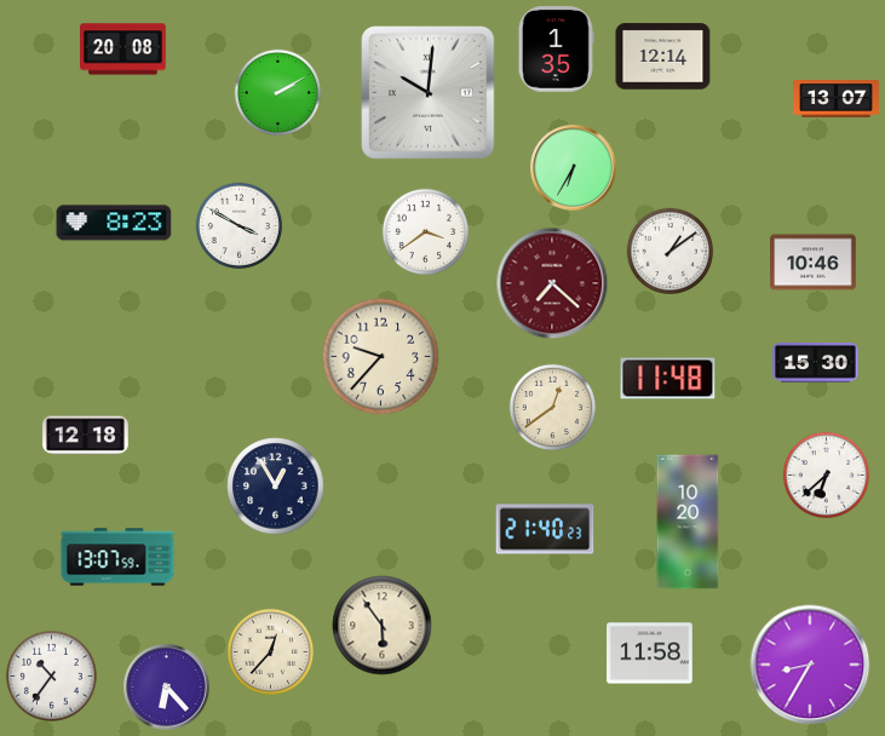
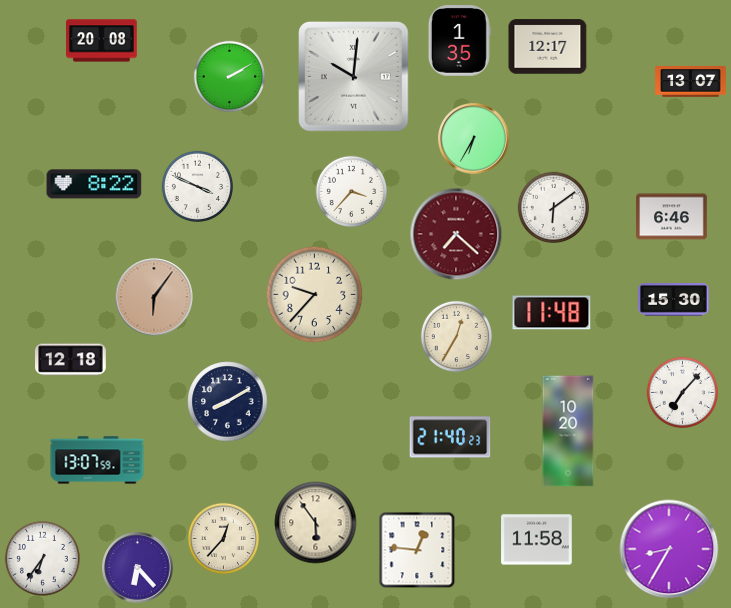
clock at (663, 57): 12:14 -> 12:17
clock at (114, 223): 8:23 -> 8:22
clock at (239, 225): 3:50 -> 3:49
clock at (425, 231): 3:39 -> 3:37
clock at (670, 251): 1:09 -> 6:09
clock at (814, 263): 10:46 -> 6:46
clock at (154, 297): none -> 6:06
clock at (552, 407): 12:39 -> 12:35
clock at (826, 475): 6:38 -> 7:07
clock at (276, 487): 12:55 -> 8:10
clock at (383, 626) position: (383, 626) -> (316, 523)
clock at (417, 550): none -> 12:46
clock at (51, 675): 10:36 -> 6:36
